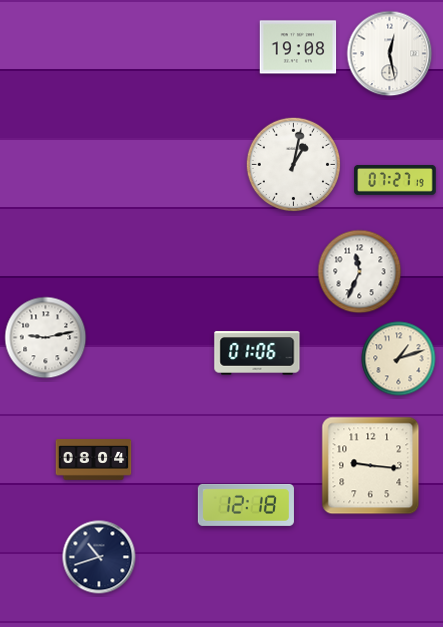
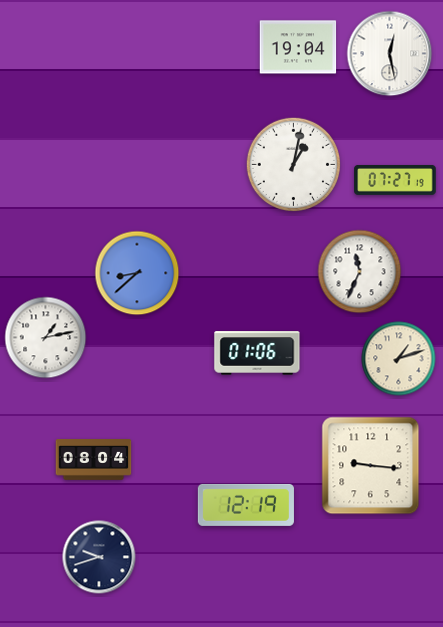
clock at (298, 47): 19:08 -> 19:04
clock at (137, 273): none -> 8:38
clock at (46, 338): 9:13 -> 1:13
clock at (246, 505): 12:18 -> 12:19
clock at (99, 557): 10:42 -> 9:42
